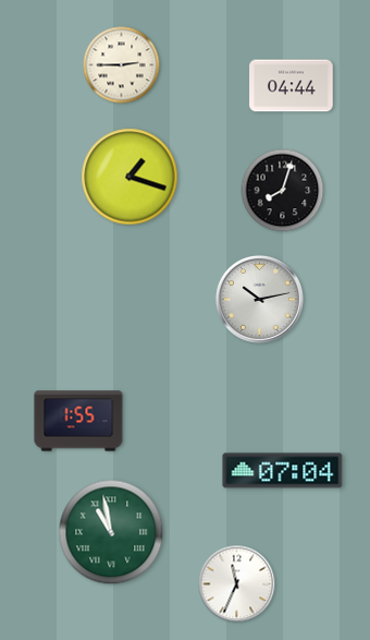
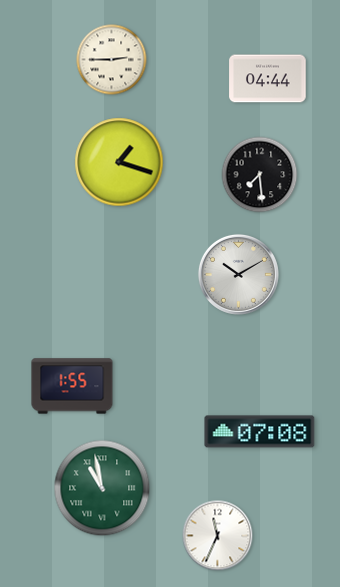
clock at (283, 191): 8:03 -> 7:29
clock at (259, 299): 10:13 -> 10:10
clock at (283, 471): 07:04 -> 07:08
